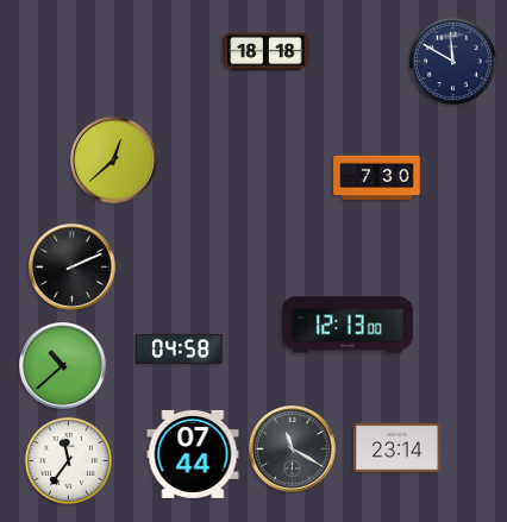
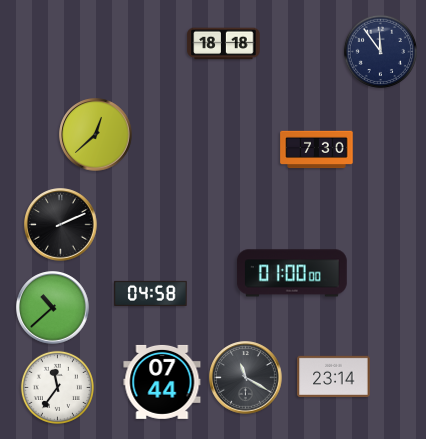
clock at (452, 61): 11:50 -> 11:54
clock at (348, 325): 12:13 -> 01:00
